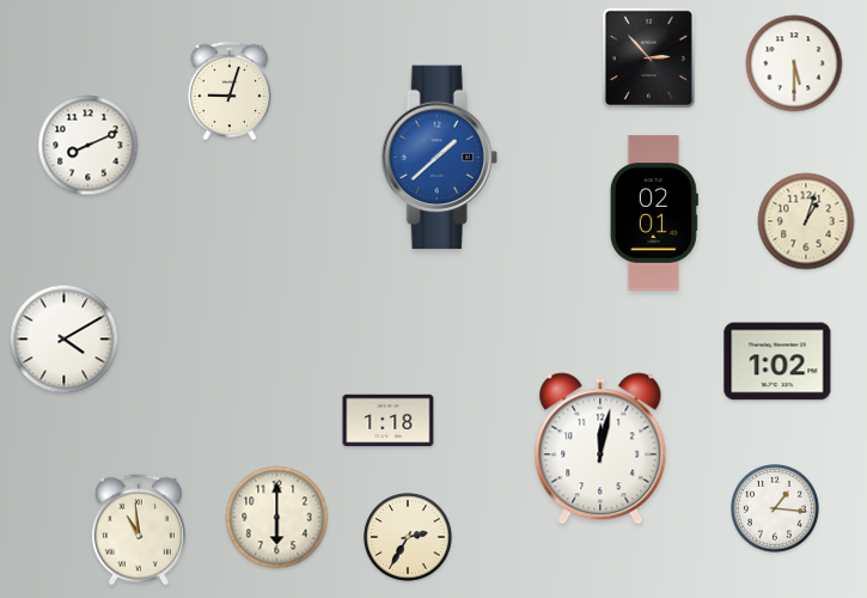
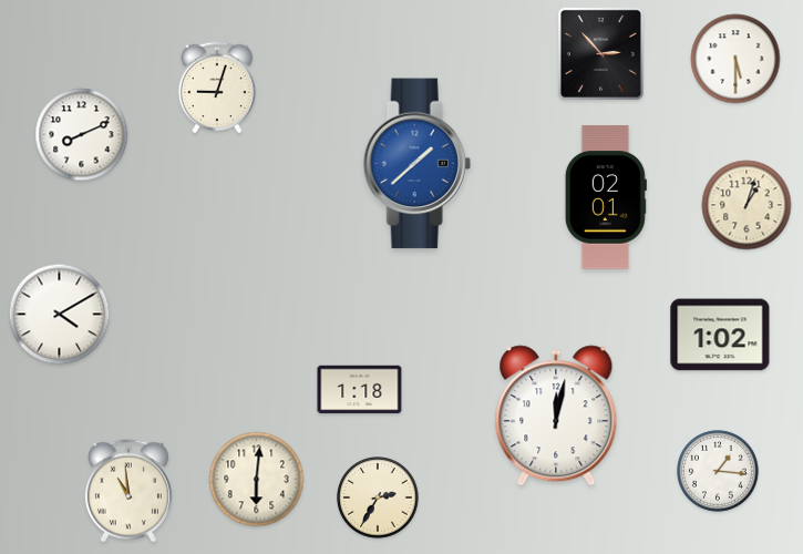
clock at (230, 91) position: (230, 91) -> (217, 88)
clock at (439, 158) position: (439, 158) -> (416, 164)
clock at (277, 518): 6:00 -> 6:01
